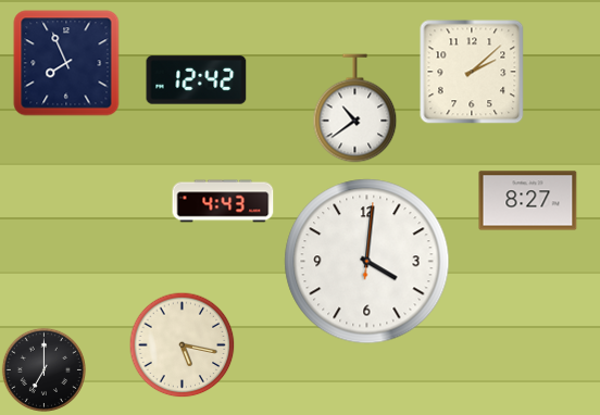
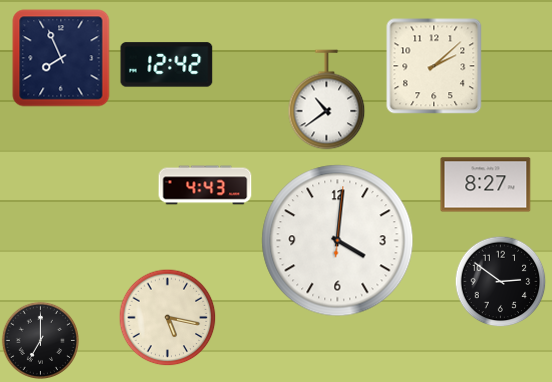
clock at (197, 80) position: (197, 80) -> (167, 65)
clock at (500, 281): none -> 2:51
